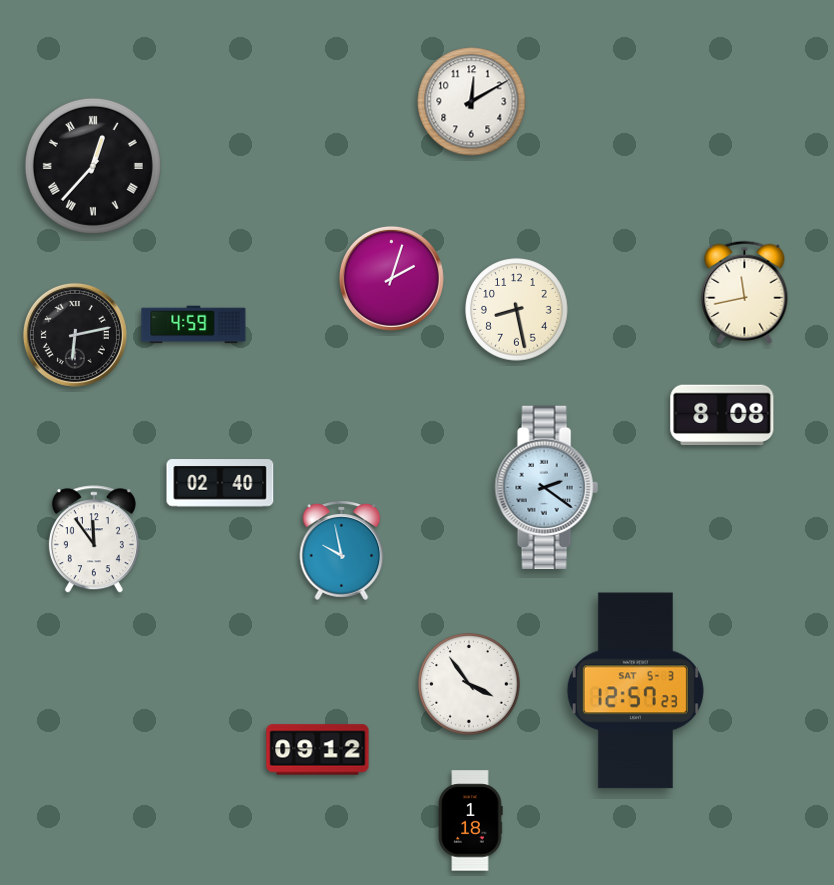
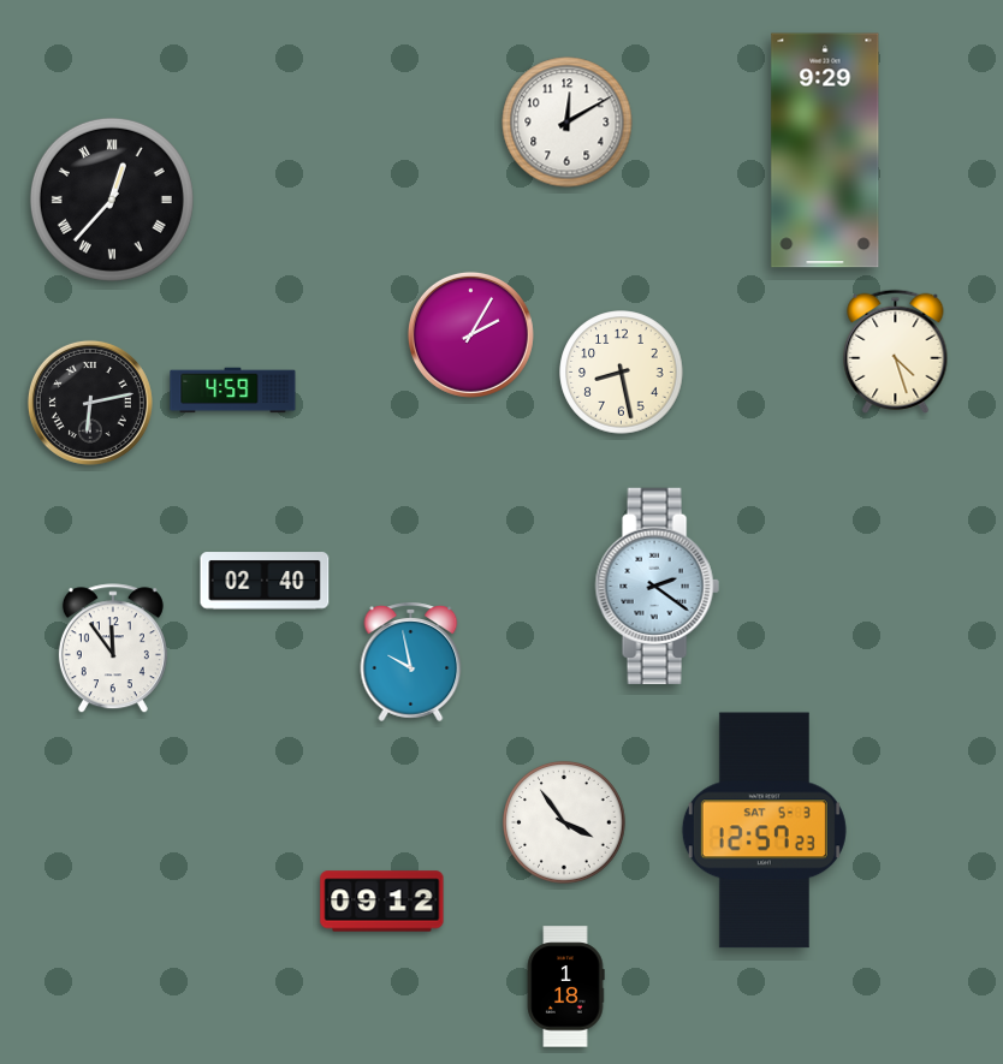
clock at (825, 150): none -> 9:29
clock at (391, 278): 2:03 -> 2:05
clock at (745, 292): 11:43 -> 4:27
clock at (722, 415): 8:08 -> none
